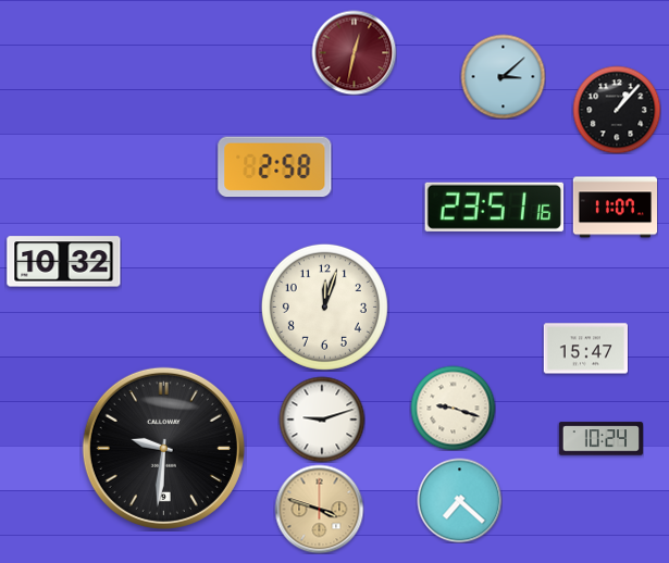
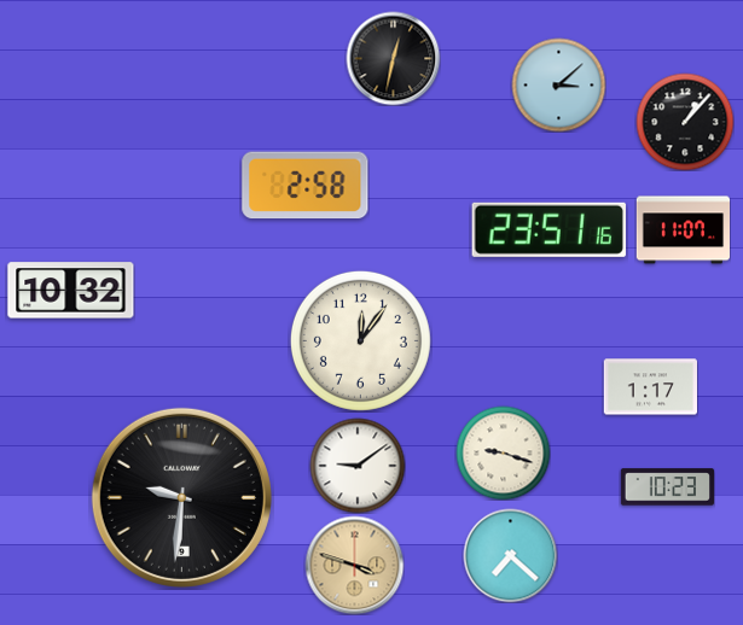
clock at (354, 52) dial: burgundy -> black
clock at (324, 306): 12:03 -> 12:06
clock at (585, 349): 15:47 -> 1:17
clock at (322, 420): 9:12 -> 9:09
clock at (600, 439): 10:24 -> 10:23
